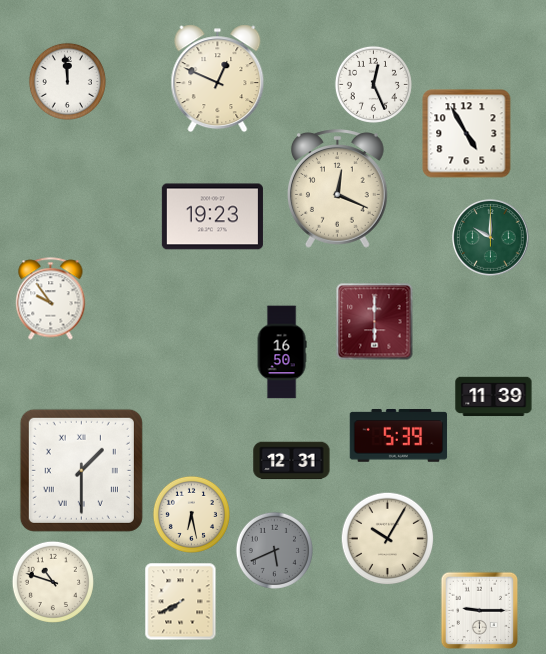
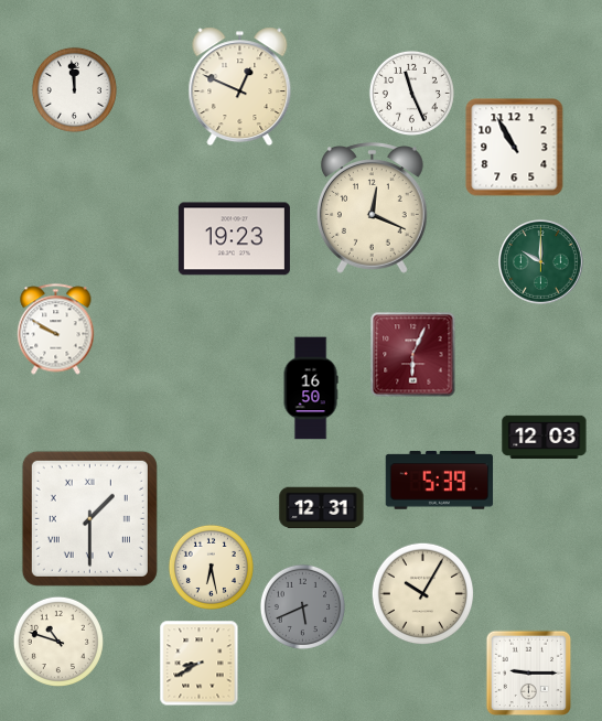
clock at (373, 84): 12:26 -> 11:26
clock at (467, 134): 4:55 -> 10:55
clock at (51, 299): 9:54 -> 9:50
clock at (375, 322): 6:00 -> 6:04
clock at (494, 397): 11:39 -> 12:03
clock at (387, 538) position: (387, 538) -> (422, 593)
clock at (181, 601): 7:40 -> 8:40
